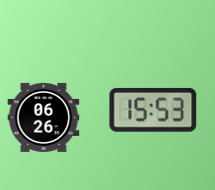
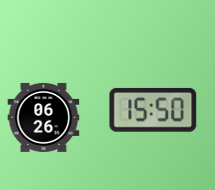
clock at (153, 110): 15:53 -> 15:50
